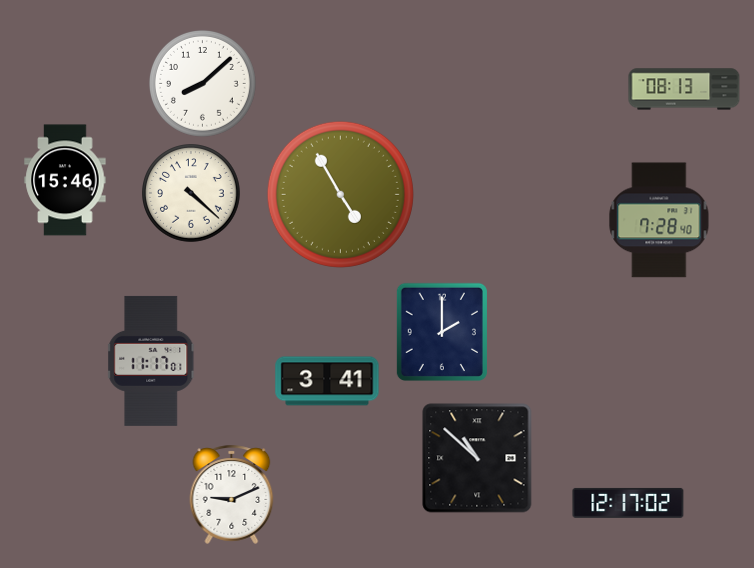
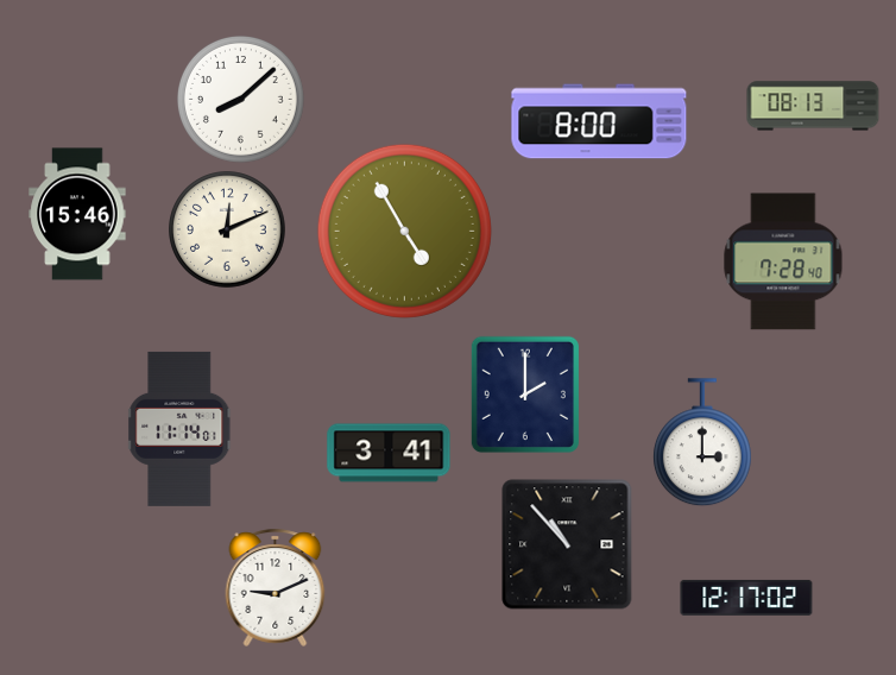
clock at (599, 121): none -> 8:00
clock at (191, 193): 4:22 -> 12:11
clock at (152, 361): 11:17 -> 11:14
clock at (702, 443): none -> 3:00
clock at (477, 458): 10:52 -> 10:53
